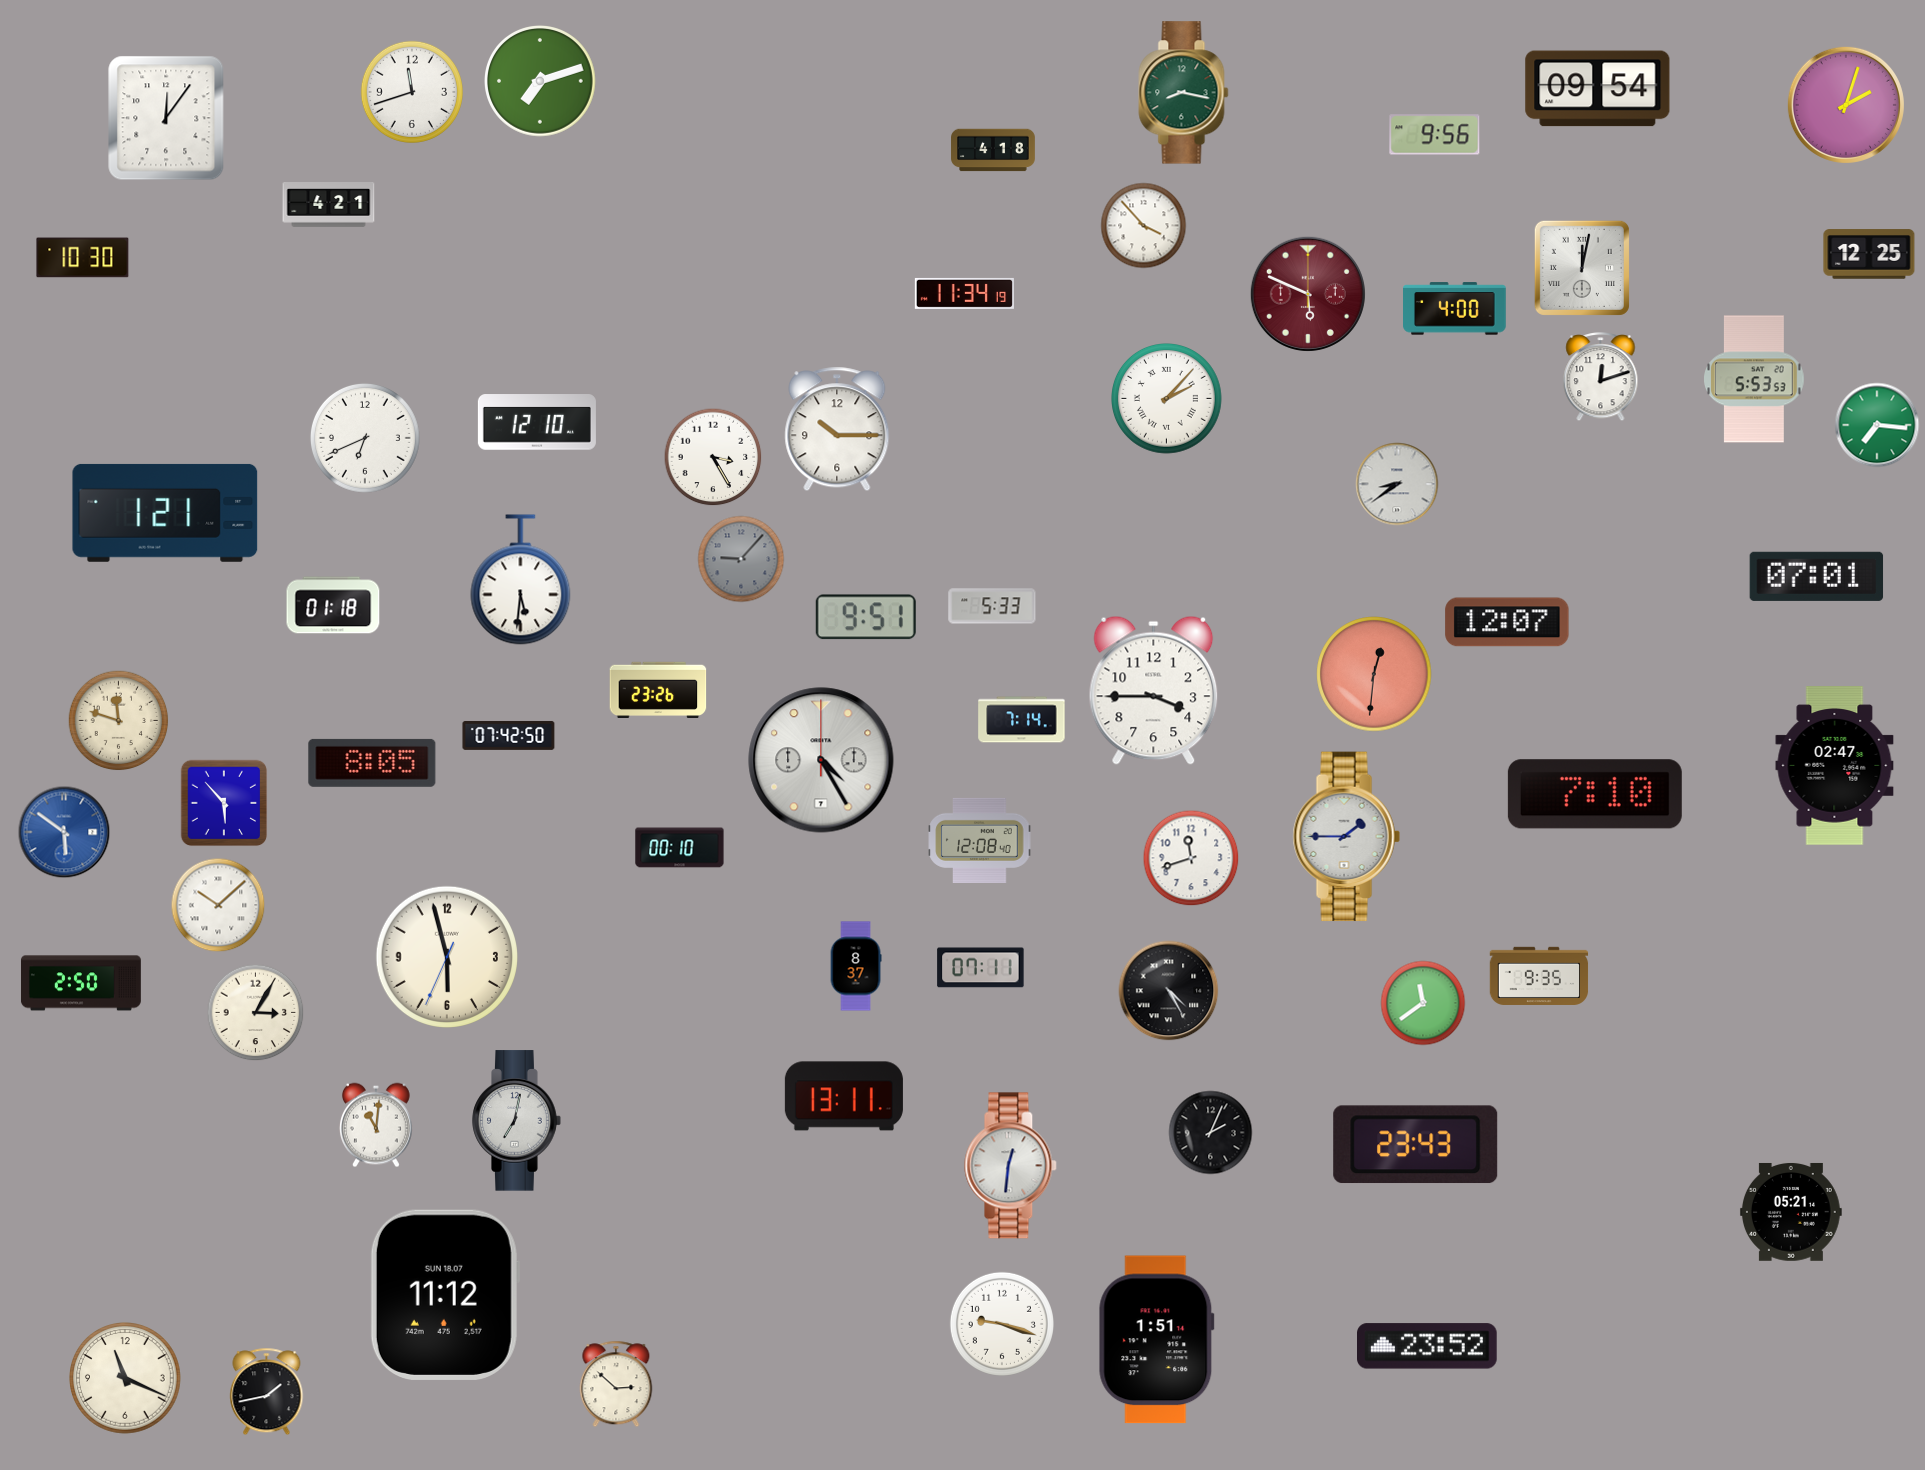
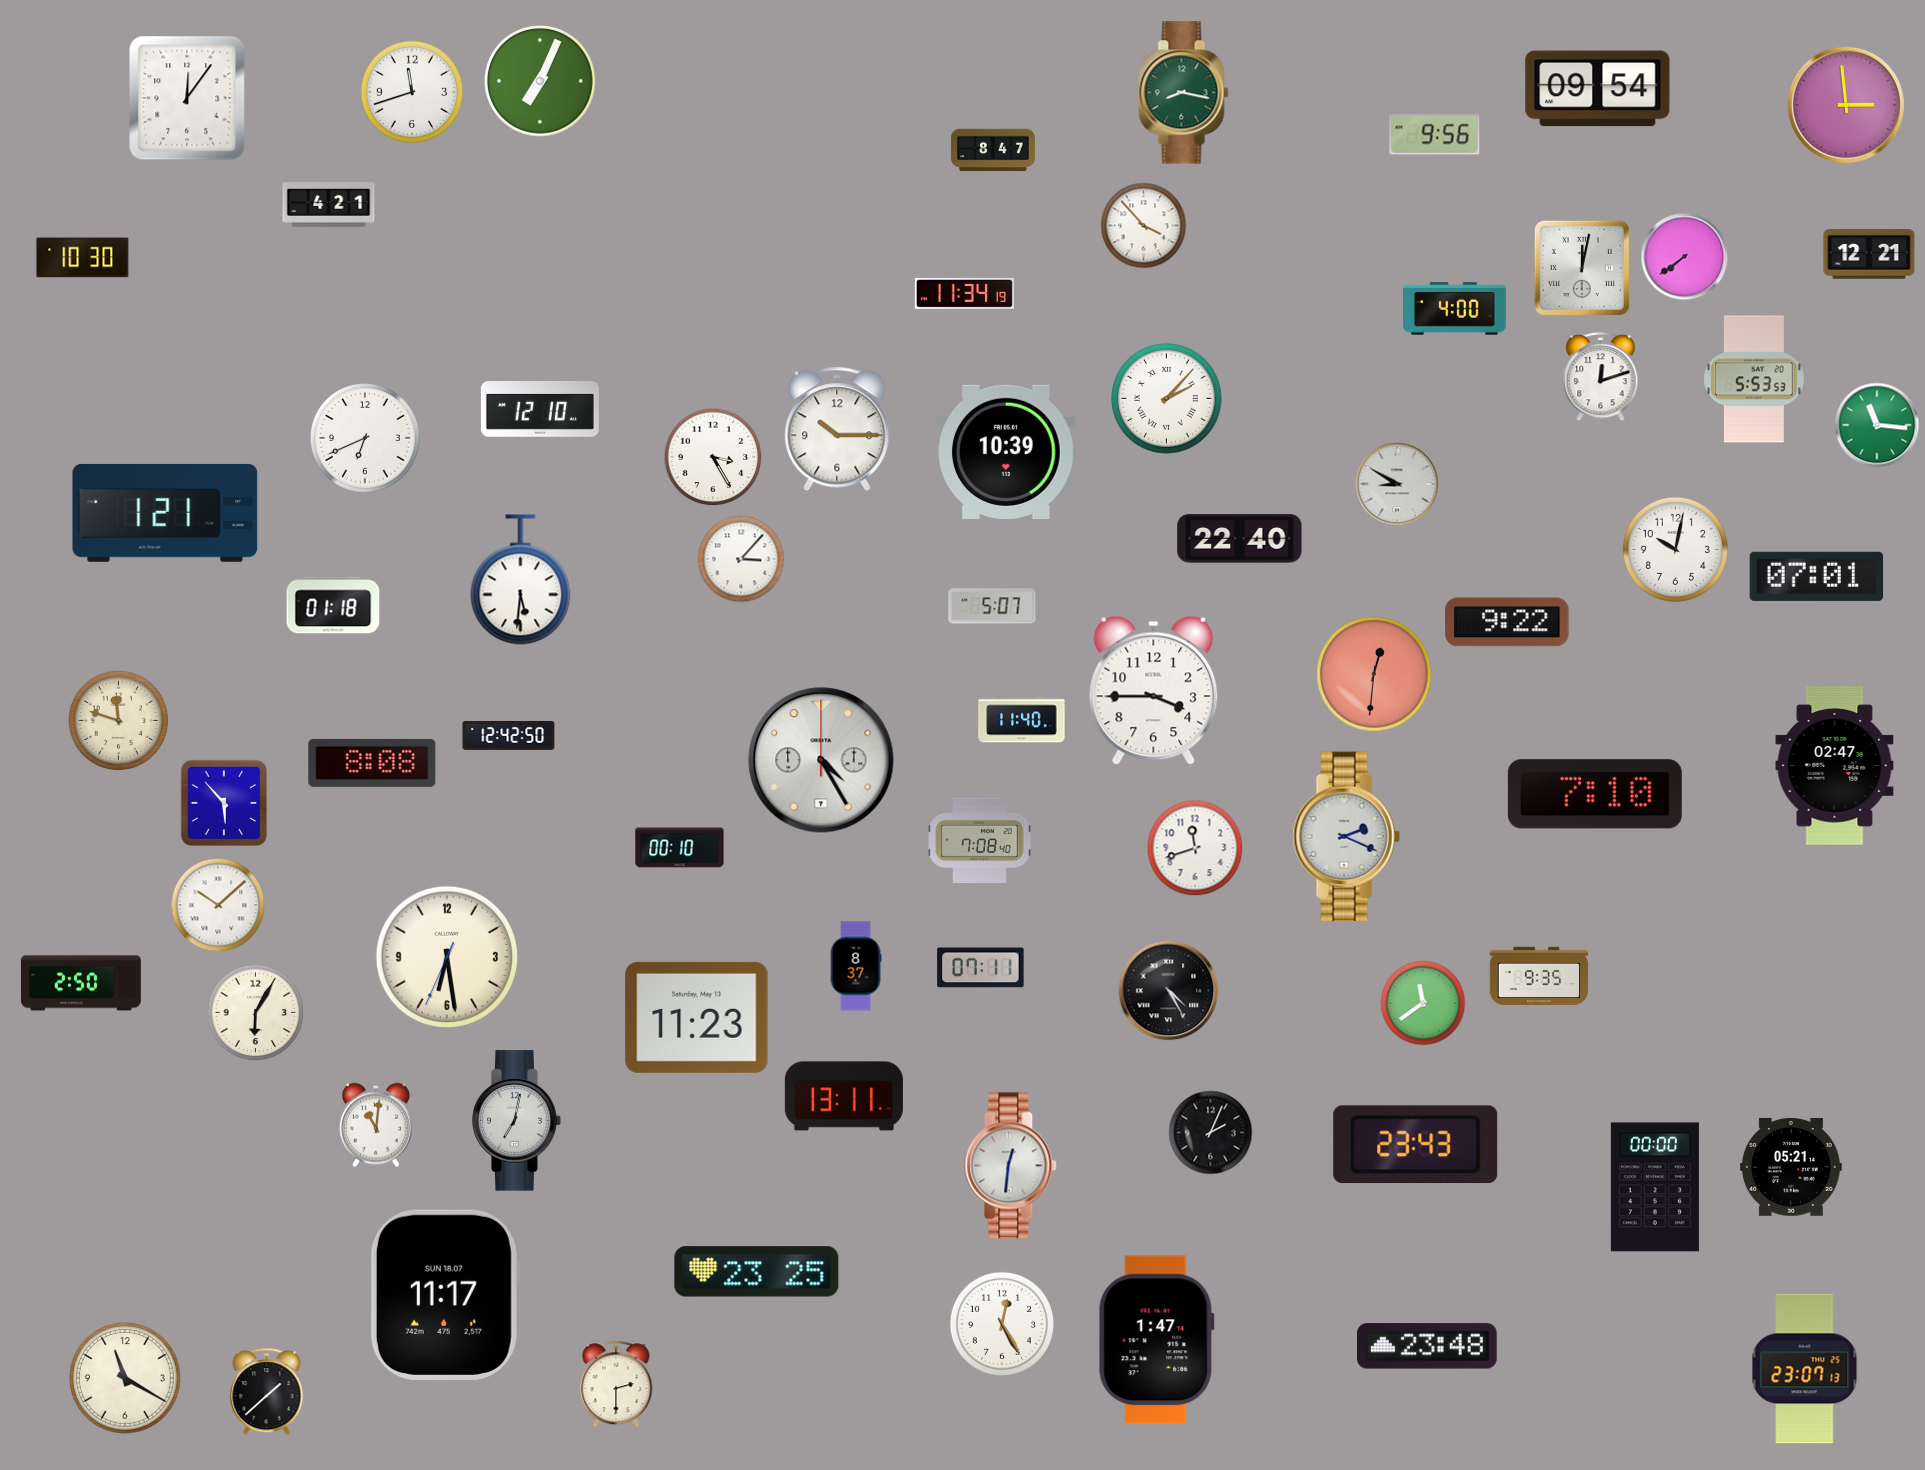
clock at (541, 82): 7:12 -> 7:04
clock at (1846, 105): 2:03 -> 2:59
clock at (166, 118) position: (166, 118) -> (187, 98)
clock at (993, 150): 4:18 -> 8:47
clock at (1869, 254): 12:25 -> 12:21
clock at (1685, 257): none -> 7:39
clock at (1308, 294): 5:49 -> none
clock at (537, 422) position: (537, 422) -> (540, 409)
clock at (1877, 425): 7:16 -> 11:16
clock at (1007, 452): none -> 10:39
clock at (1397, 484): 8:39 -> 8:50
clock at (1240, 539): none -> 22:40
clock at (1675, 549): none -> 10:02
clock at (741, 559): 9:07 -> 3:07
clock at (741, 559) dial: grey -> white
clock at (992, 606): 5:33 -> 5:07
clock at (866, 617): 9:51 -> none
clock at (1507, 622): 12:07 -> 9:22
clock at (658, 689): 23:26 -> none
clock at (1022, 720): 7:14 -> 11:40
clock at (509, 735): 07:42 -> 12:42
clock at (372, 763): 8:05 -> 8:08
clock at (64, 832): 5:51 -> none
clock at (1346, 837): 1:45 -> 2:19
clock at (980, 840): 12:08 -> 7:08
clock at (1191, 858) position: (1191, 858) -> (1195, 848)
clock at (446, 956): 5:57 -> 6:28
clock at (256, 1013): 3:05 -> 6:05
clock at (697, 1017): none -> 11:23
clock at (1655, 1187): none -> 00:00
clock at (1791, 1212) position: (1791, 1212) -> (1791, 1167)
clock at (757, 1272): none -> 23:25
clock at (445, 1295): 11:12 -> 11:17
clock at (1002, 1324): 9:18 -> 12:25
clock at (1156, 1340): 1:51 -> 1:47
clock at (1428, 1346): 23:52 -> 23:48
clock at (1805, 1369): none -> 23:07
clock at (126, 1379): 11:19 -> 11:20
clock at (616, 1384): 2:52 -> 2:30
clock at (267, 1392): 1:43 -> 1:38
